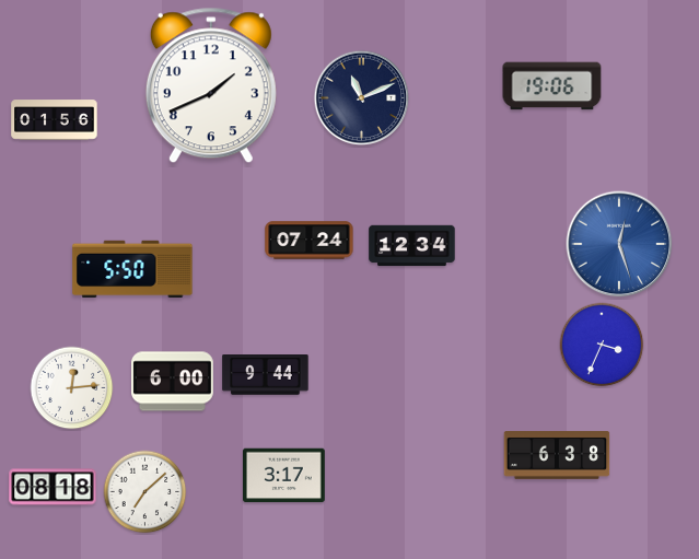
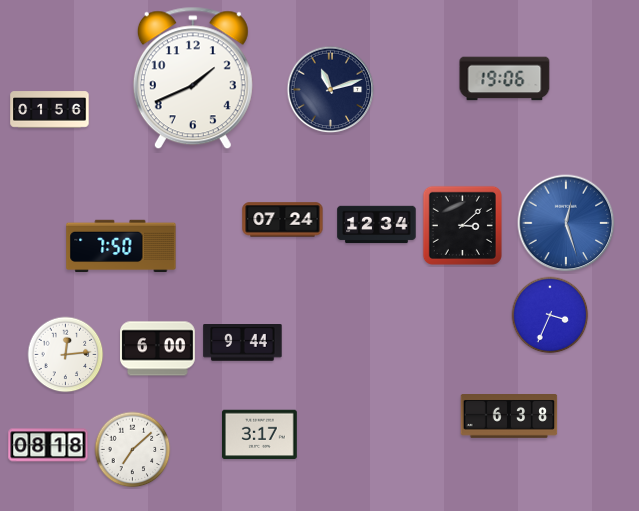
clock at (362, 98): 11:11 -> 11:12
clock at (462, 225): none -> 3:08
clock at (132, 269): 5:50 -> 7:50
